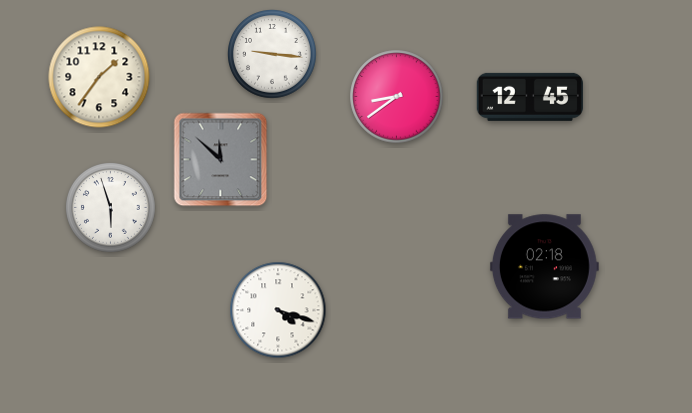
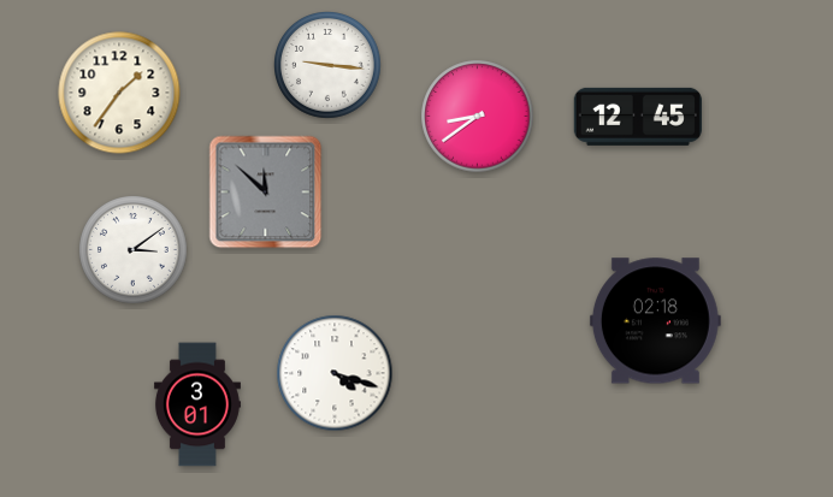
clock at (111, 208): 5:57 -> 3:09
clock at (197, 404): none -> 3:01
